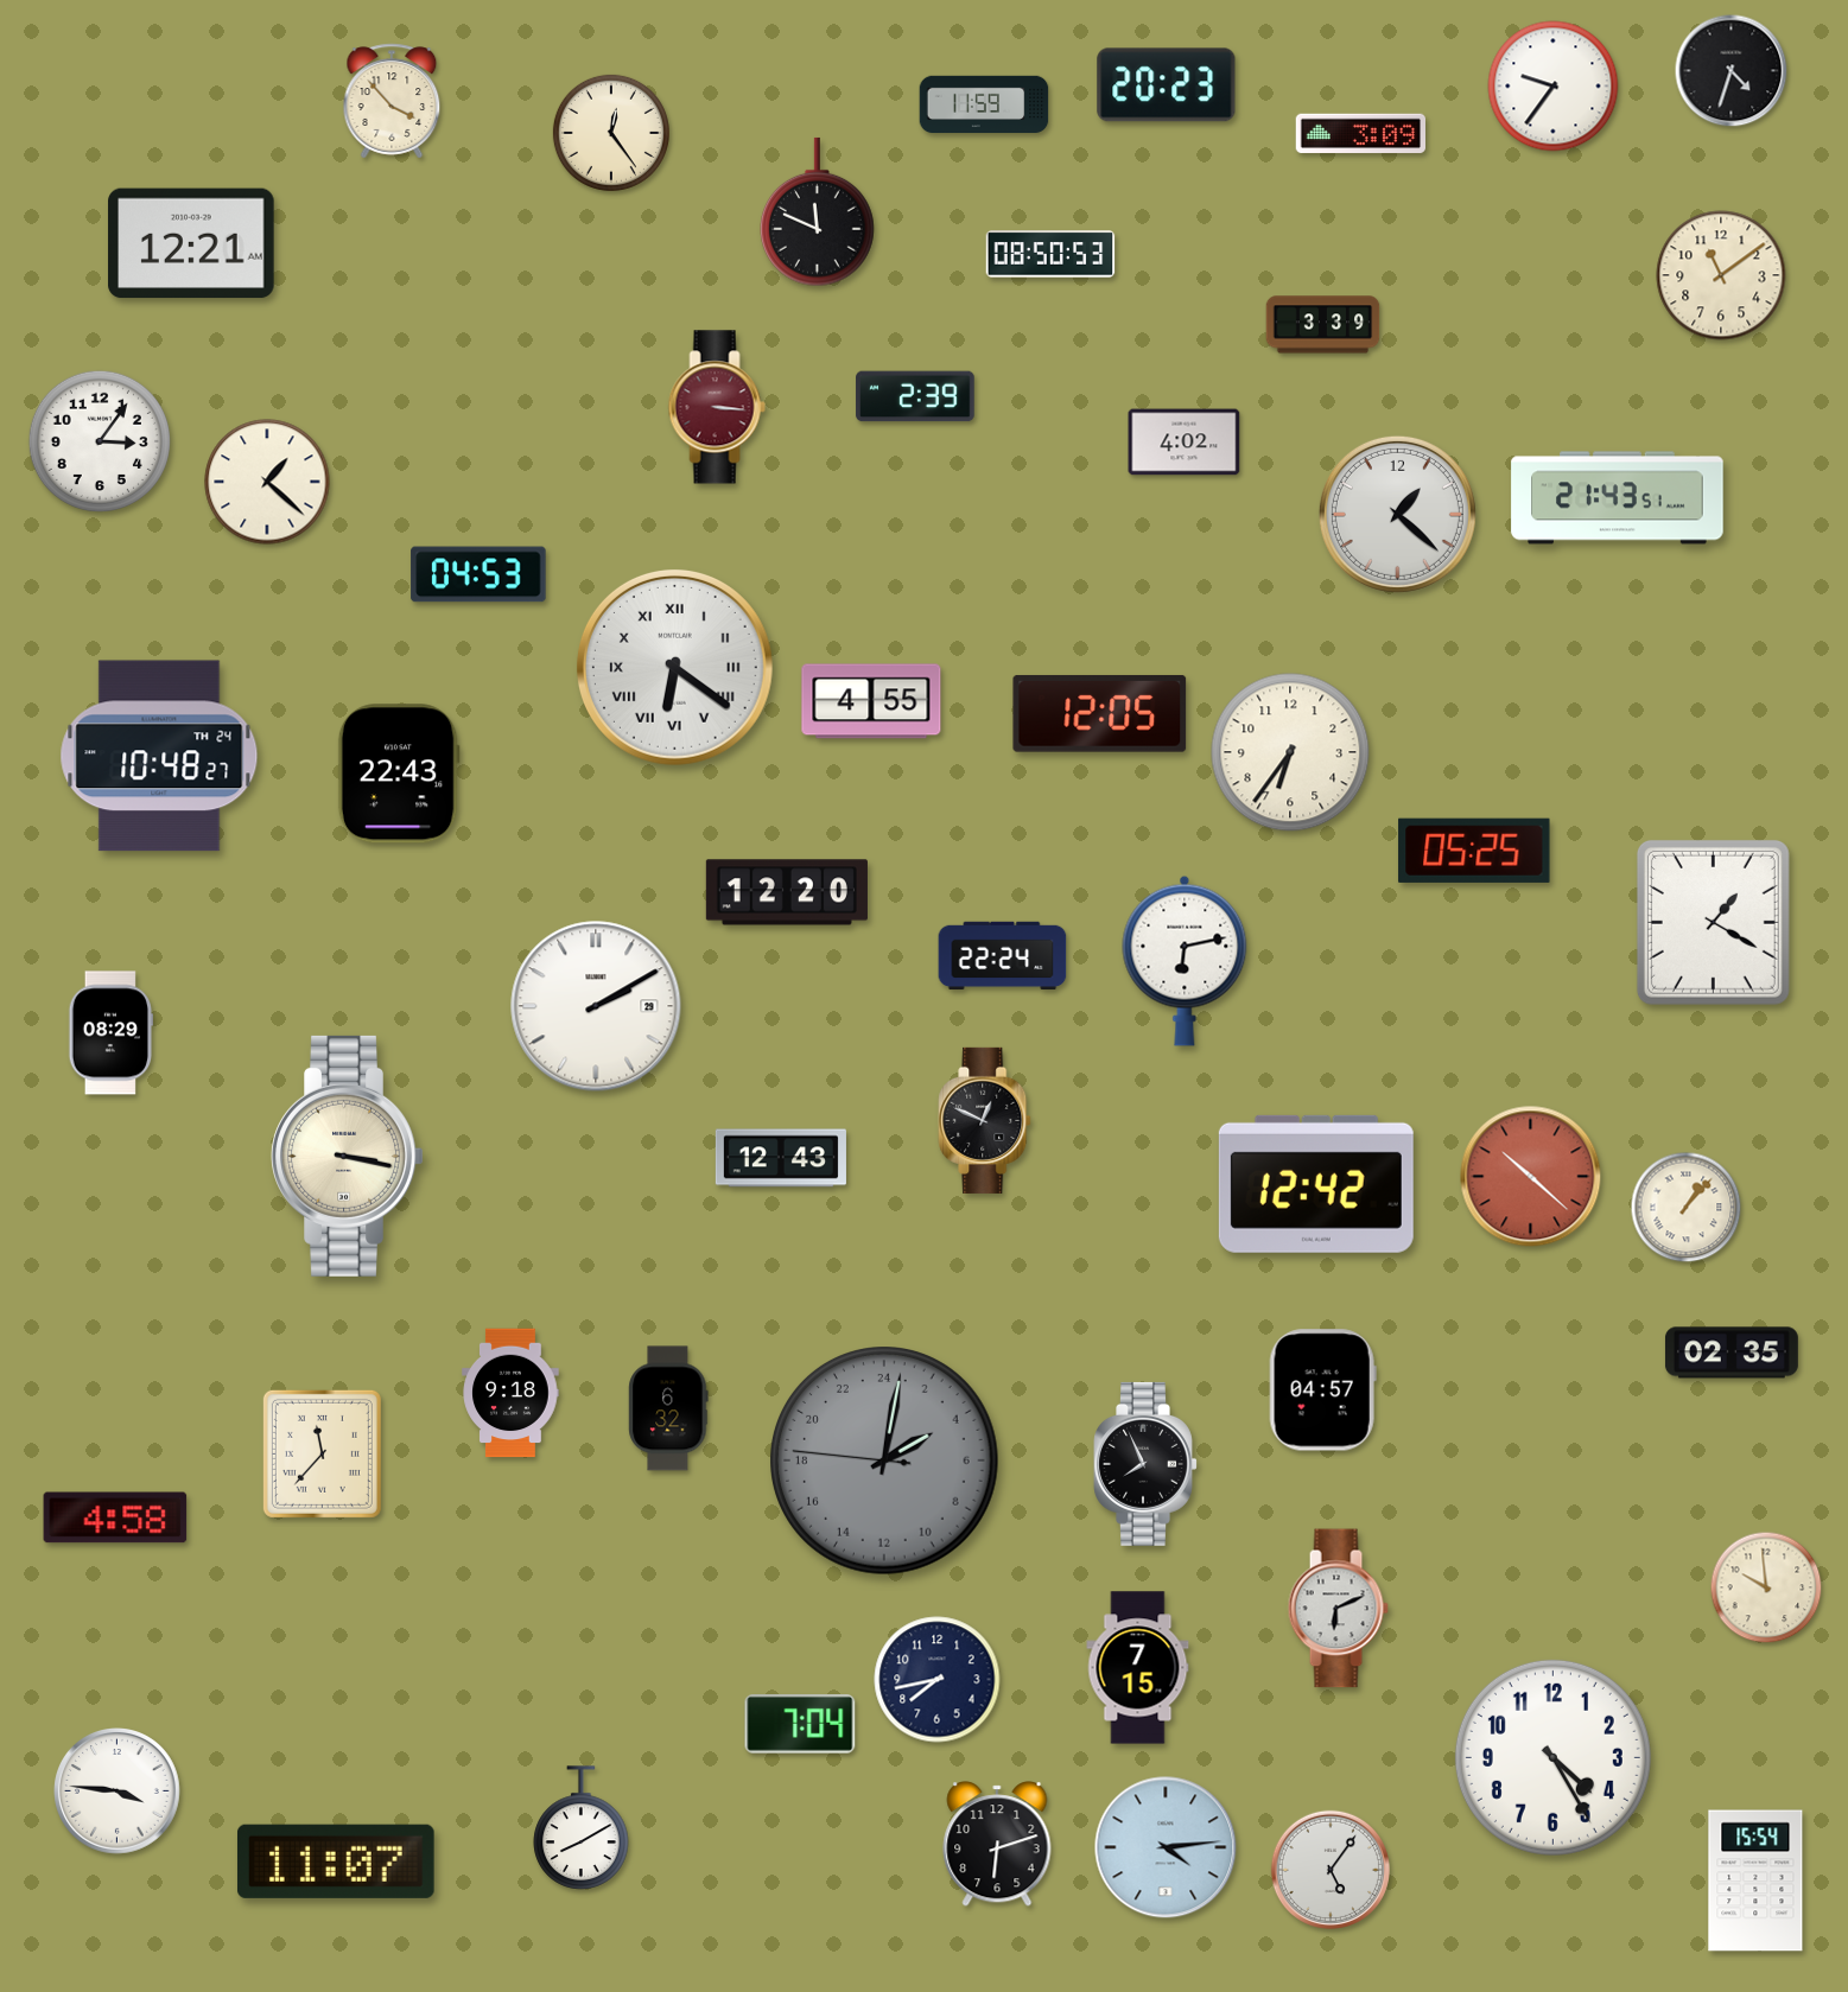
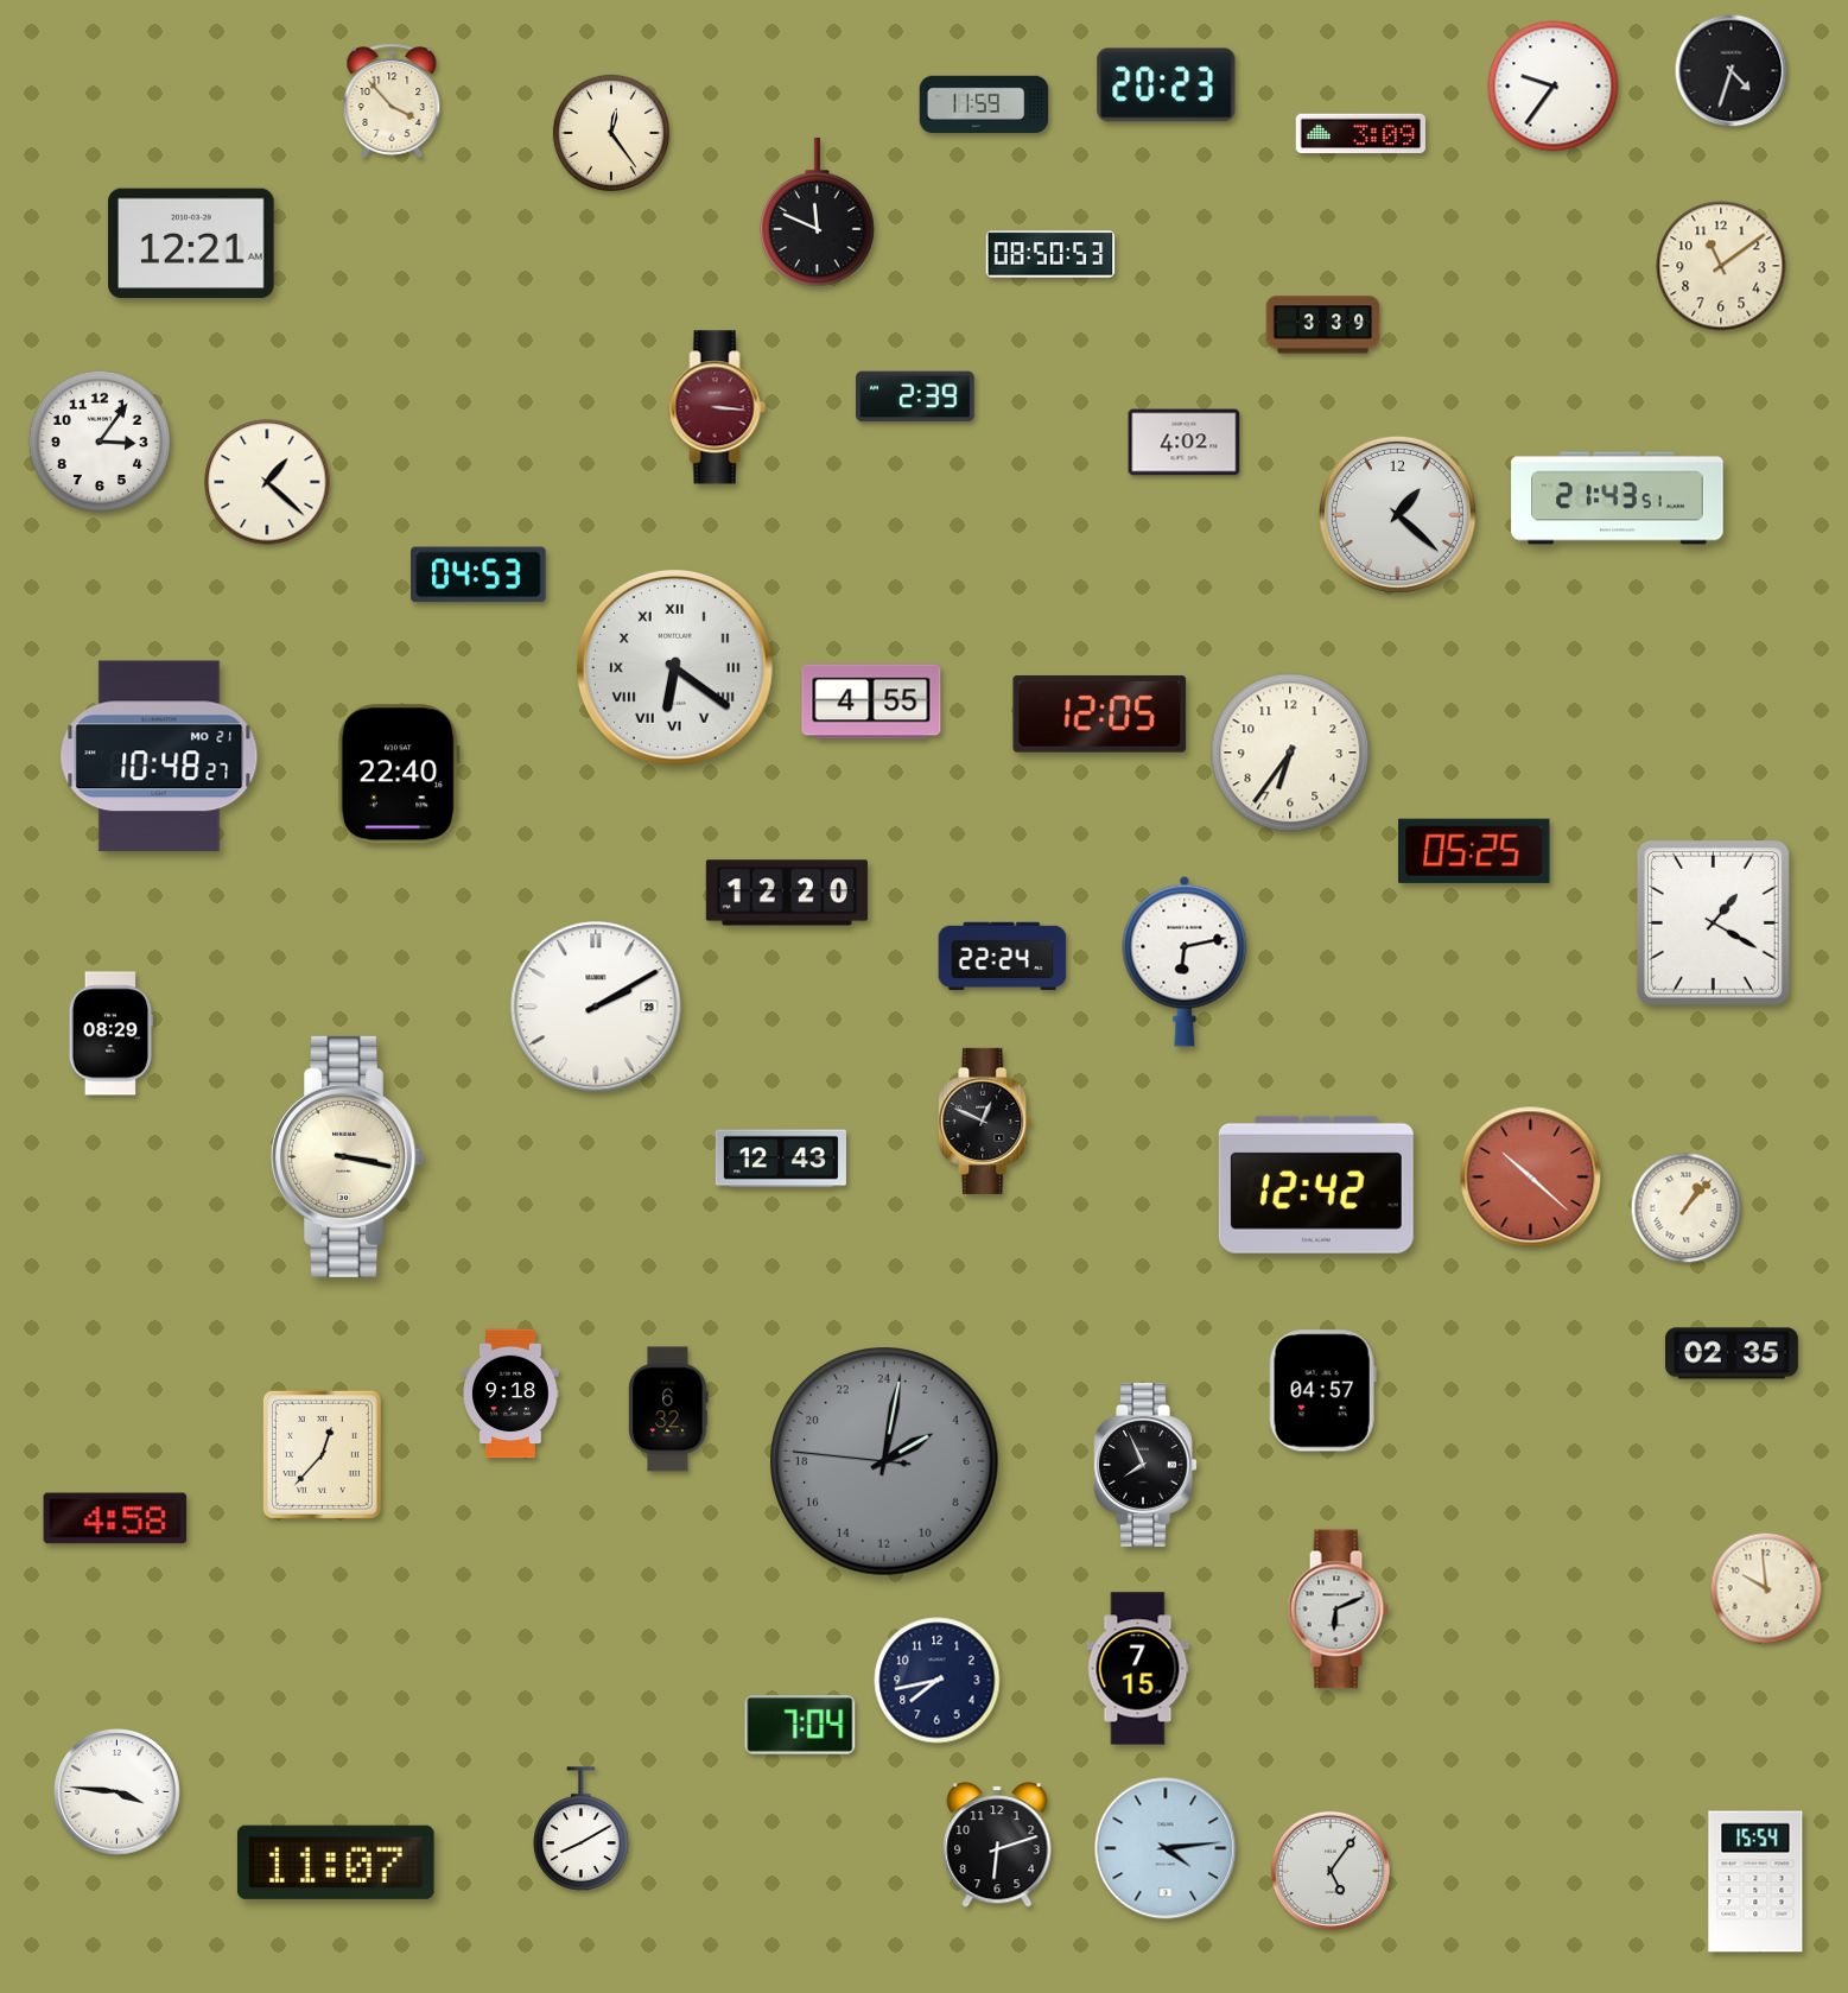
clock at (1721, 275) position: (1721, 275) -> (1721, 266)
clock at (159, 756) date: TH 24 -> MO 21
clock at (399, 774): 22:43 -> 22:40
clock at (322, 1453): 11:37 -> 12:37
clock at (1552, 1757): 4:25 -> none
